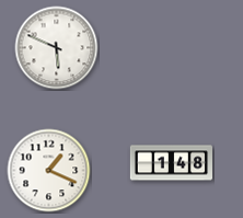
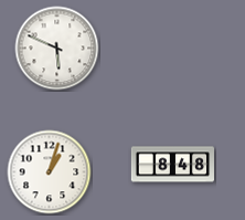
clock at (171, 163): 1:48 -> 8:48
clock at (49, 171): 1:19 -> 1:03
